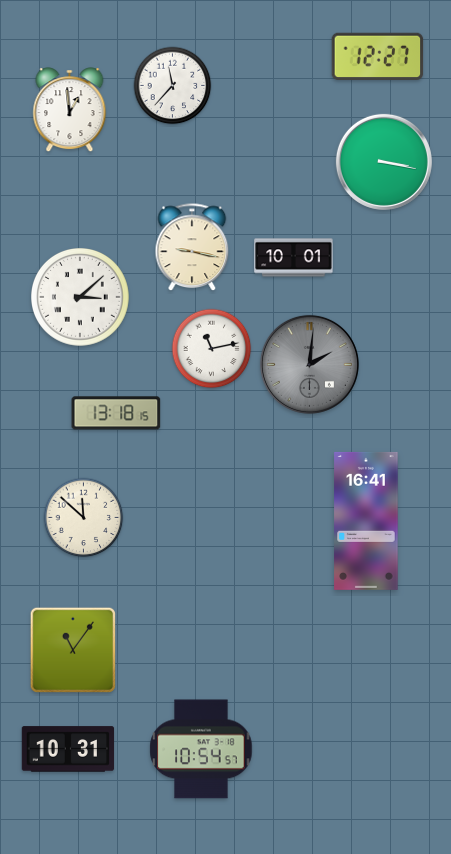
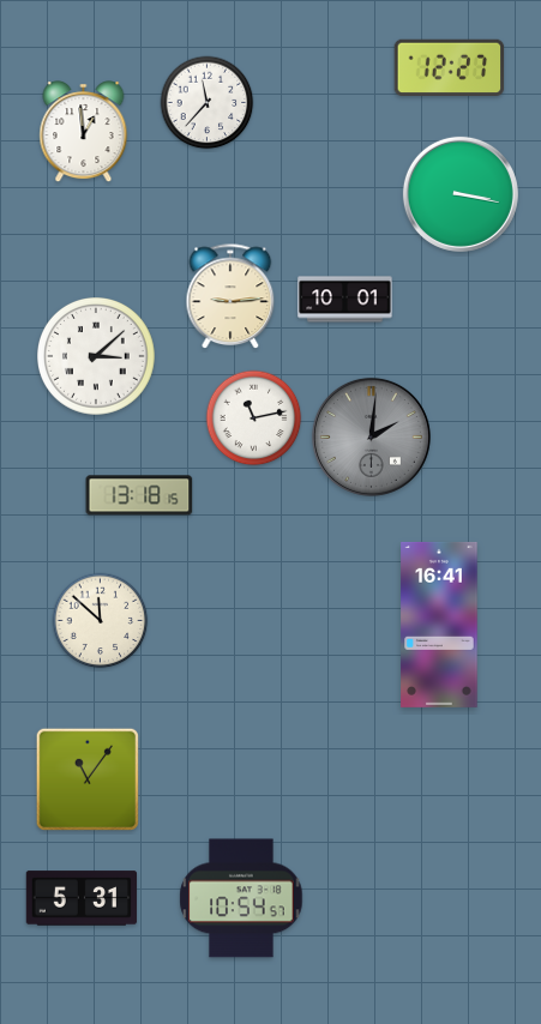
clock at (378, 56) position: (378, 56) -> (450, 67)
clock at (192, 248): 9:17 -> 9:14
clock at (294, 258) position: (294, 258) -> (345, 300)
clock at (68, 749): 10:31 -> 5:31
